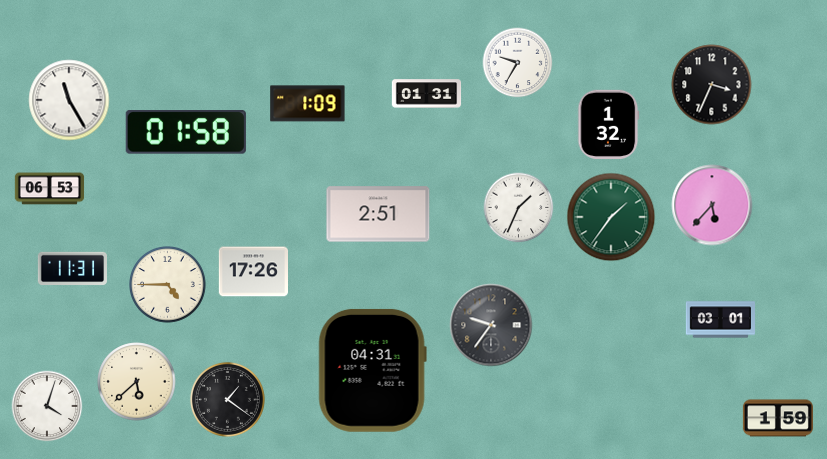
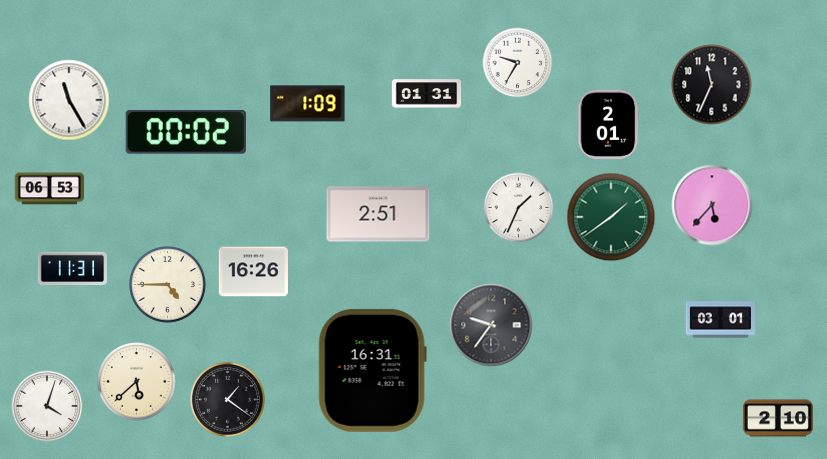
clock at (712, 85): 3:34 -> 11:34
clock at (608, 124): 1:32 -> 2:01
clock at (186, 133): 01:58 -> 00:02
clock at (611, 217): 1:36 -> 1:39
clock at (253, 272): 17:26 -> 16:26
clock at (372, 370): 04:31 -> 16:31
clock at (778, 418): 1:59 -> 2:10
